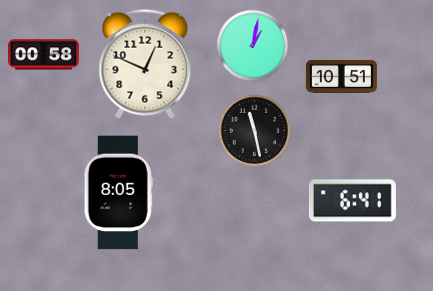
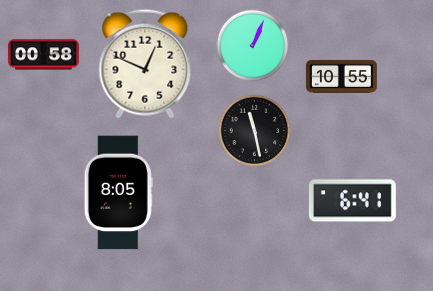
clock at (253, 46): 1:02 -> 1:04
clock at (341, 76): 10:51 -> 10:55
